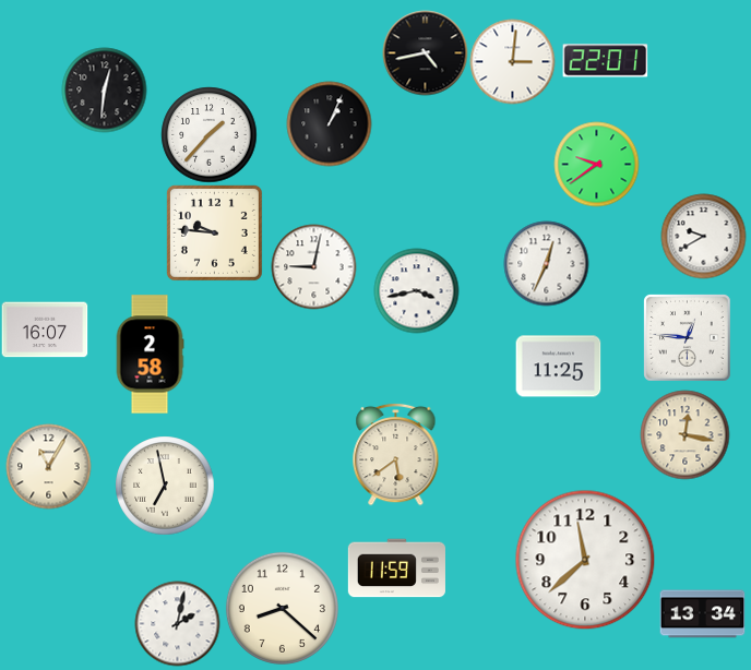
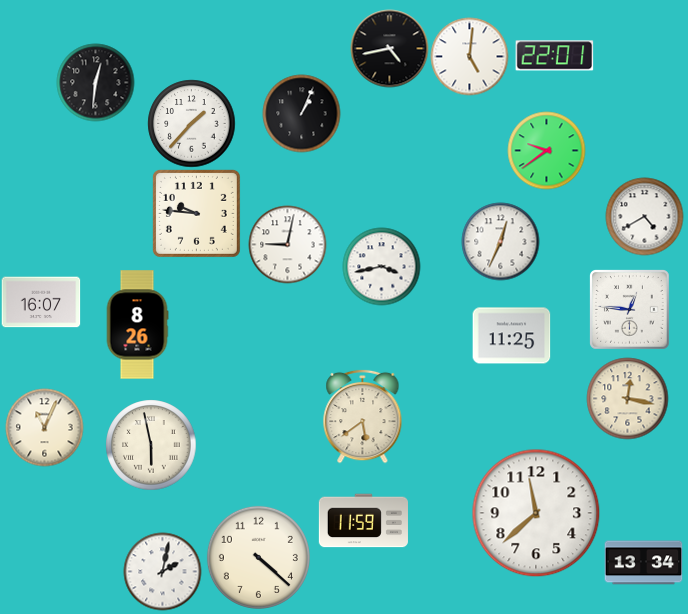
clock at (512, 61): 3:01 -> 5:01
clock at (703, 236): 9:40 -> 4:40
clock at (150, 355): 2:58 -> 8:26
clock at (48, 466): 11:05 -> 11:04
clock at (165, 486): 6:58 -> 5:58
clock at (282, 608): 8:22 -> 4:22
